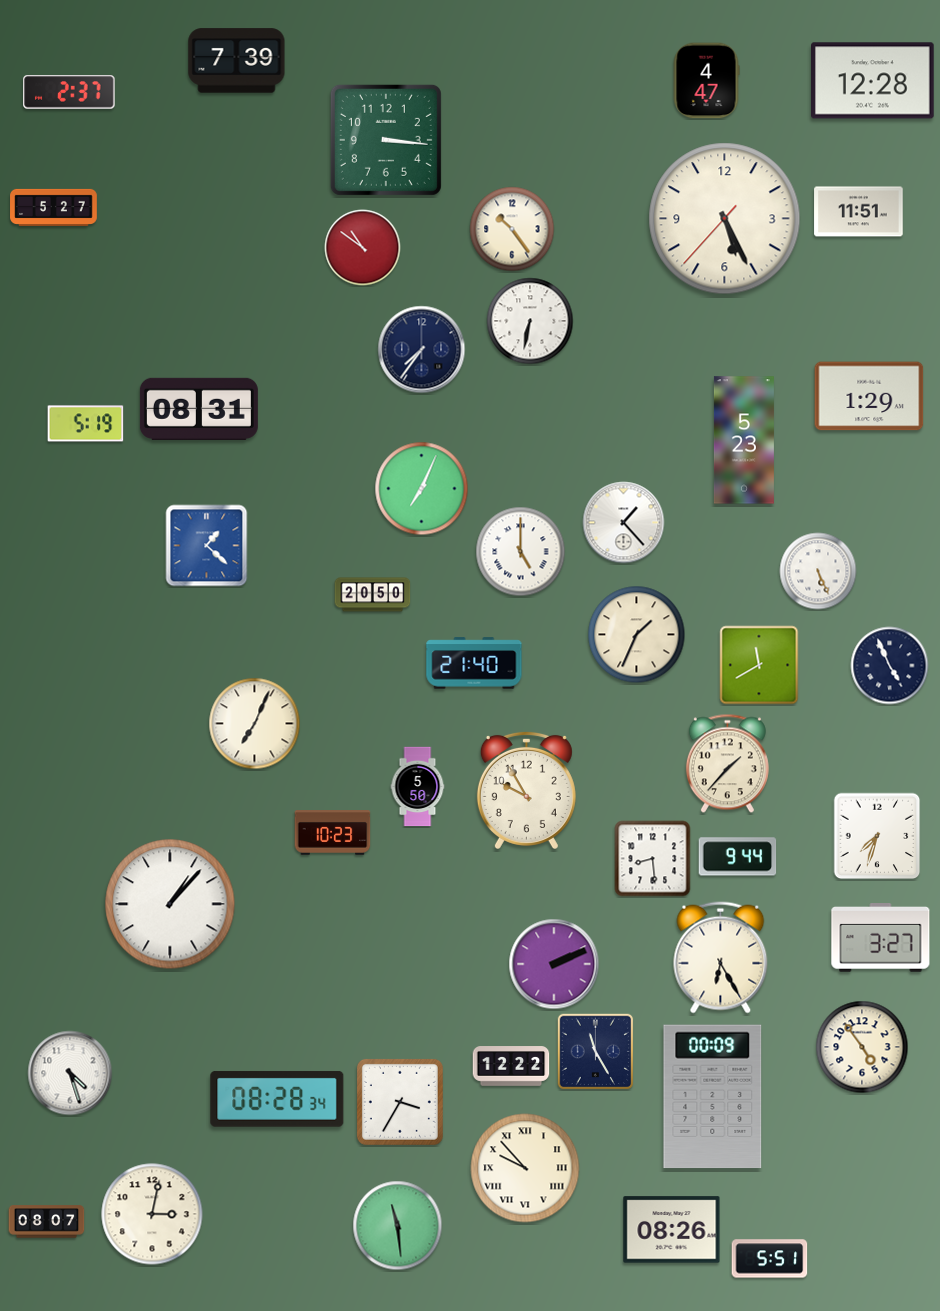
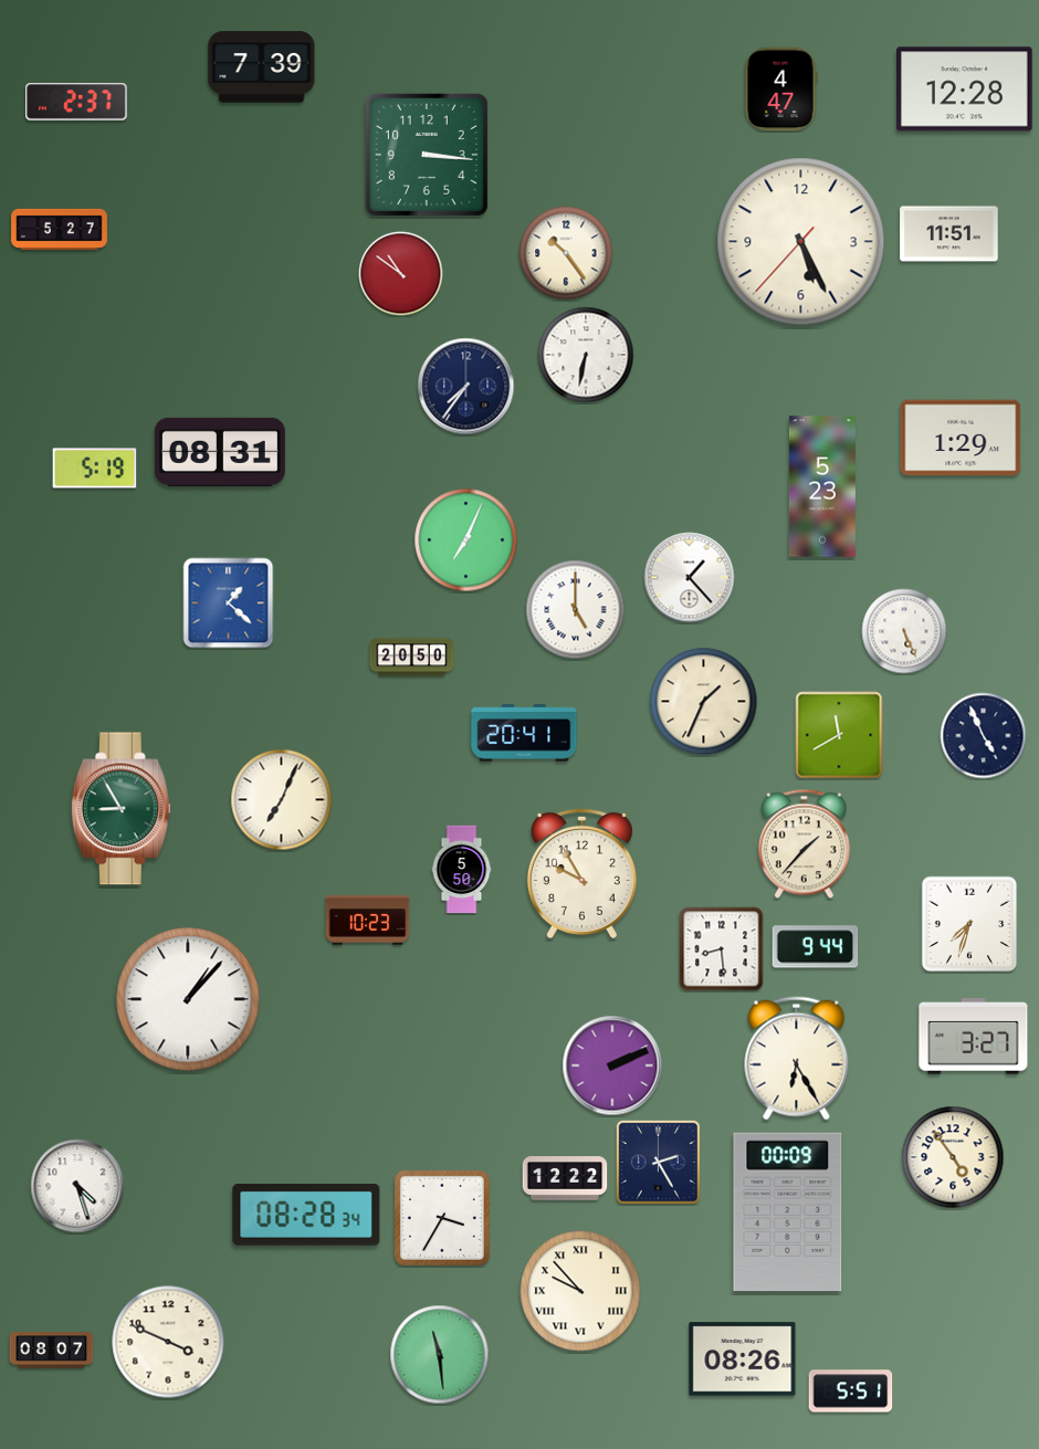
clock at (474, 663): 21:40 -> 20:41
clock at (120, 809): none -> 8:55
clock at (595, 1051): 11:25 -> 2:25
clock at (152, 1214): 3:02 -> 3:49
